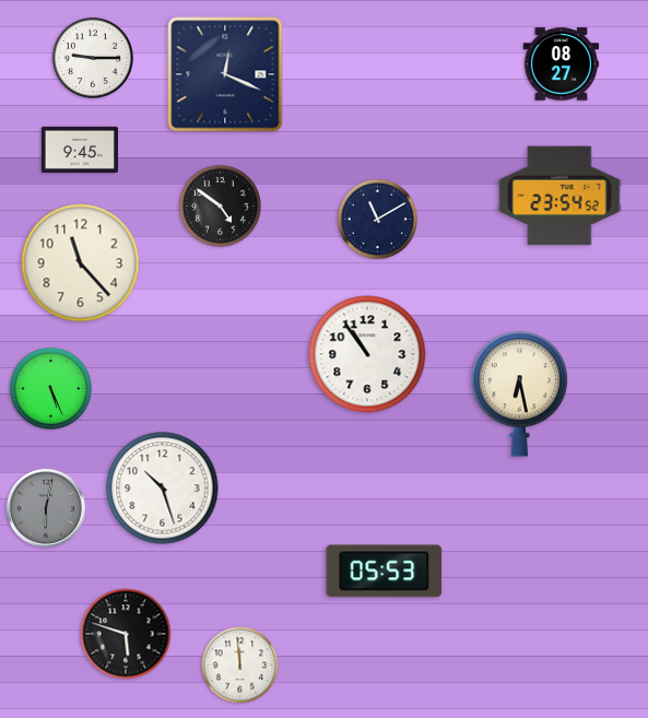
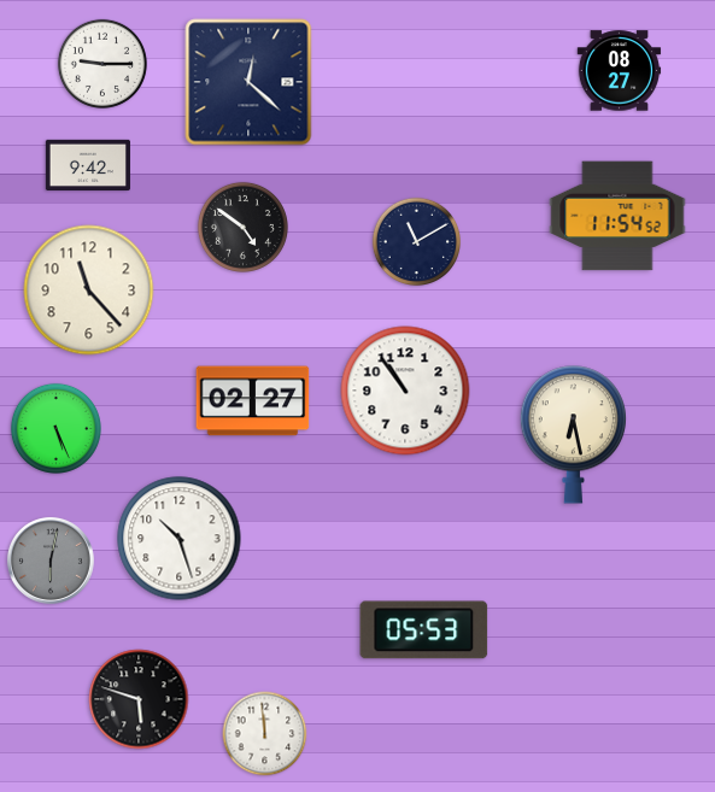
clock at (225, 74): 12:19 -> 12:22
clock at (80, 149): 9:45 -> 9:42
clock at (559, 196): 23:54 -> 11:54
clock at (253, 401): none -> 02:27
